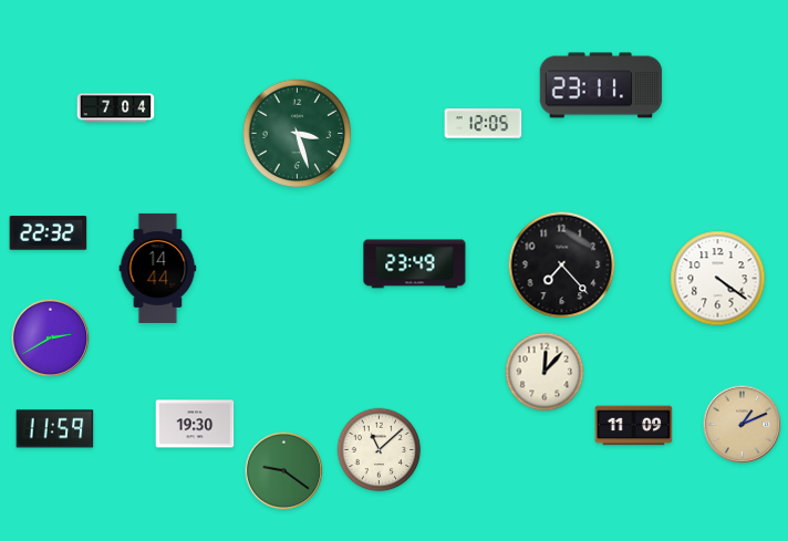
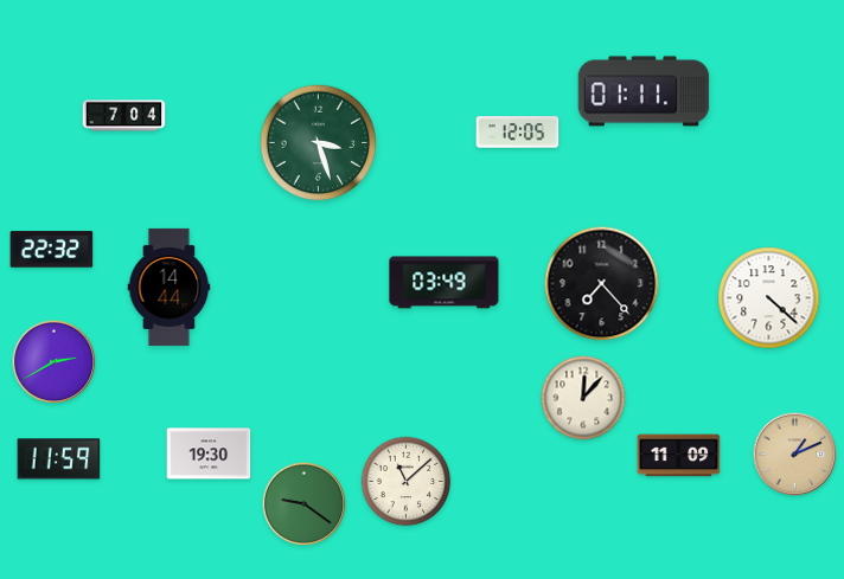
clock at (601, 85): 23:11 -> 01:11
clock at (415, 264): 23:49 -> 03:49
clock at (718, 279): 4:21 -> 4:22
